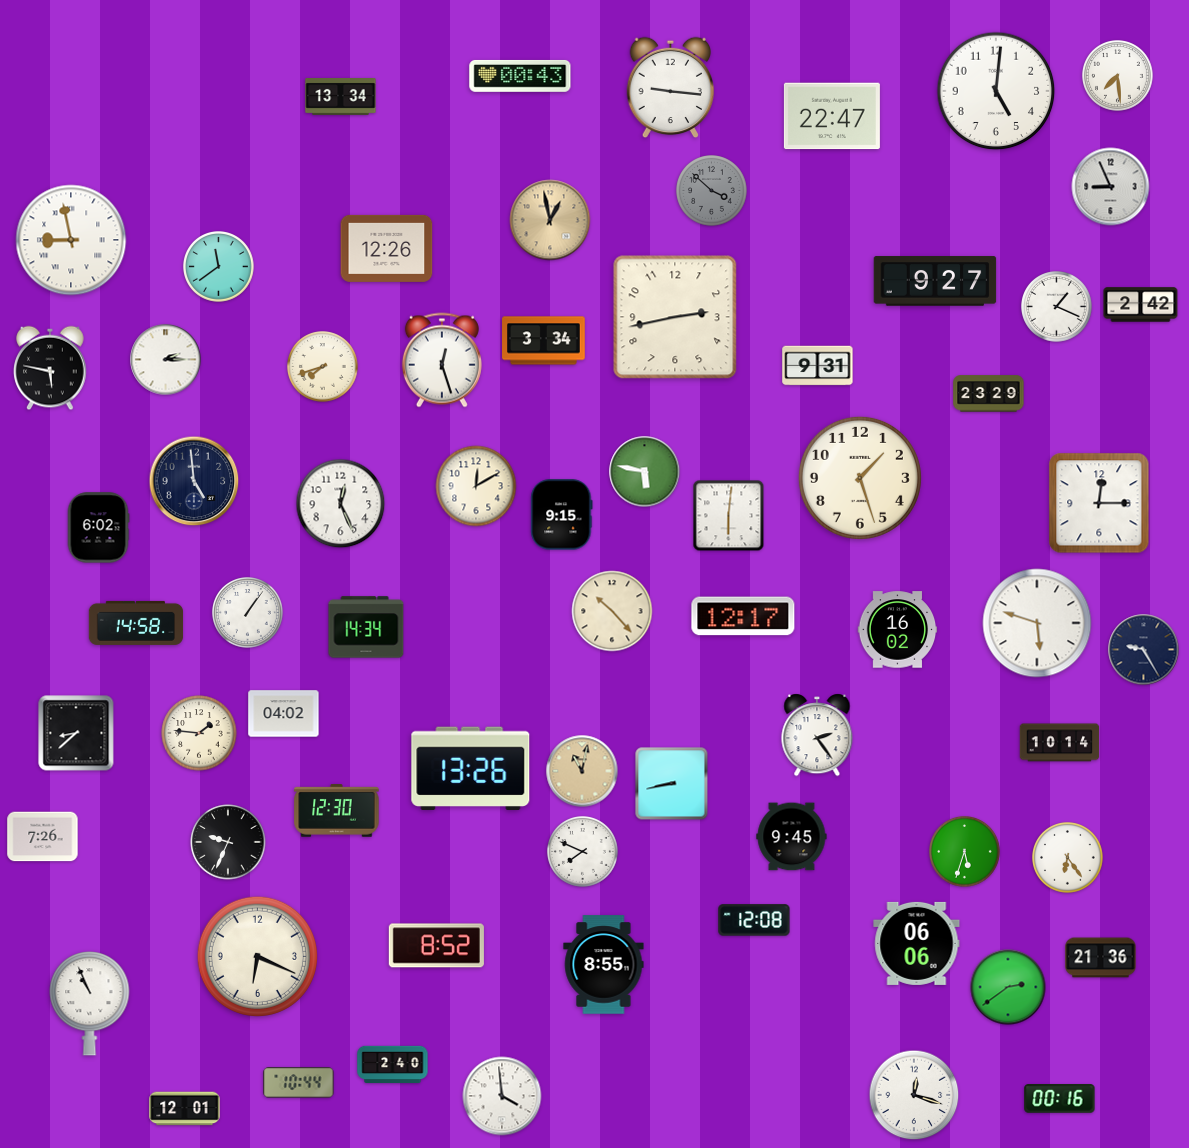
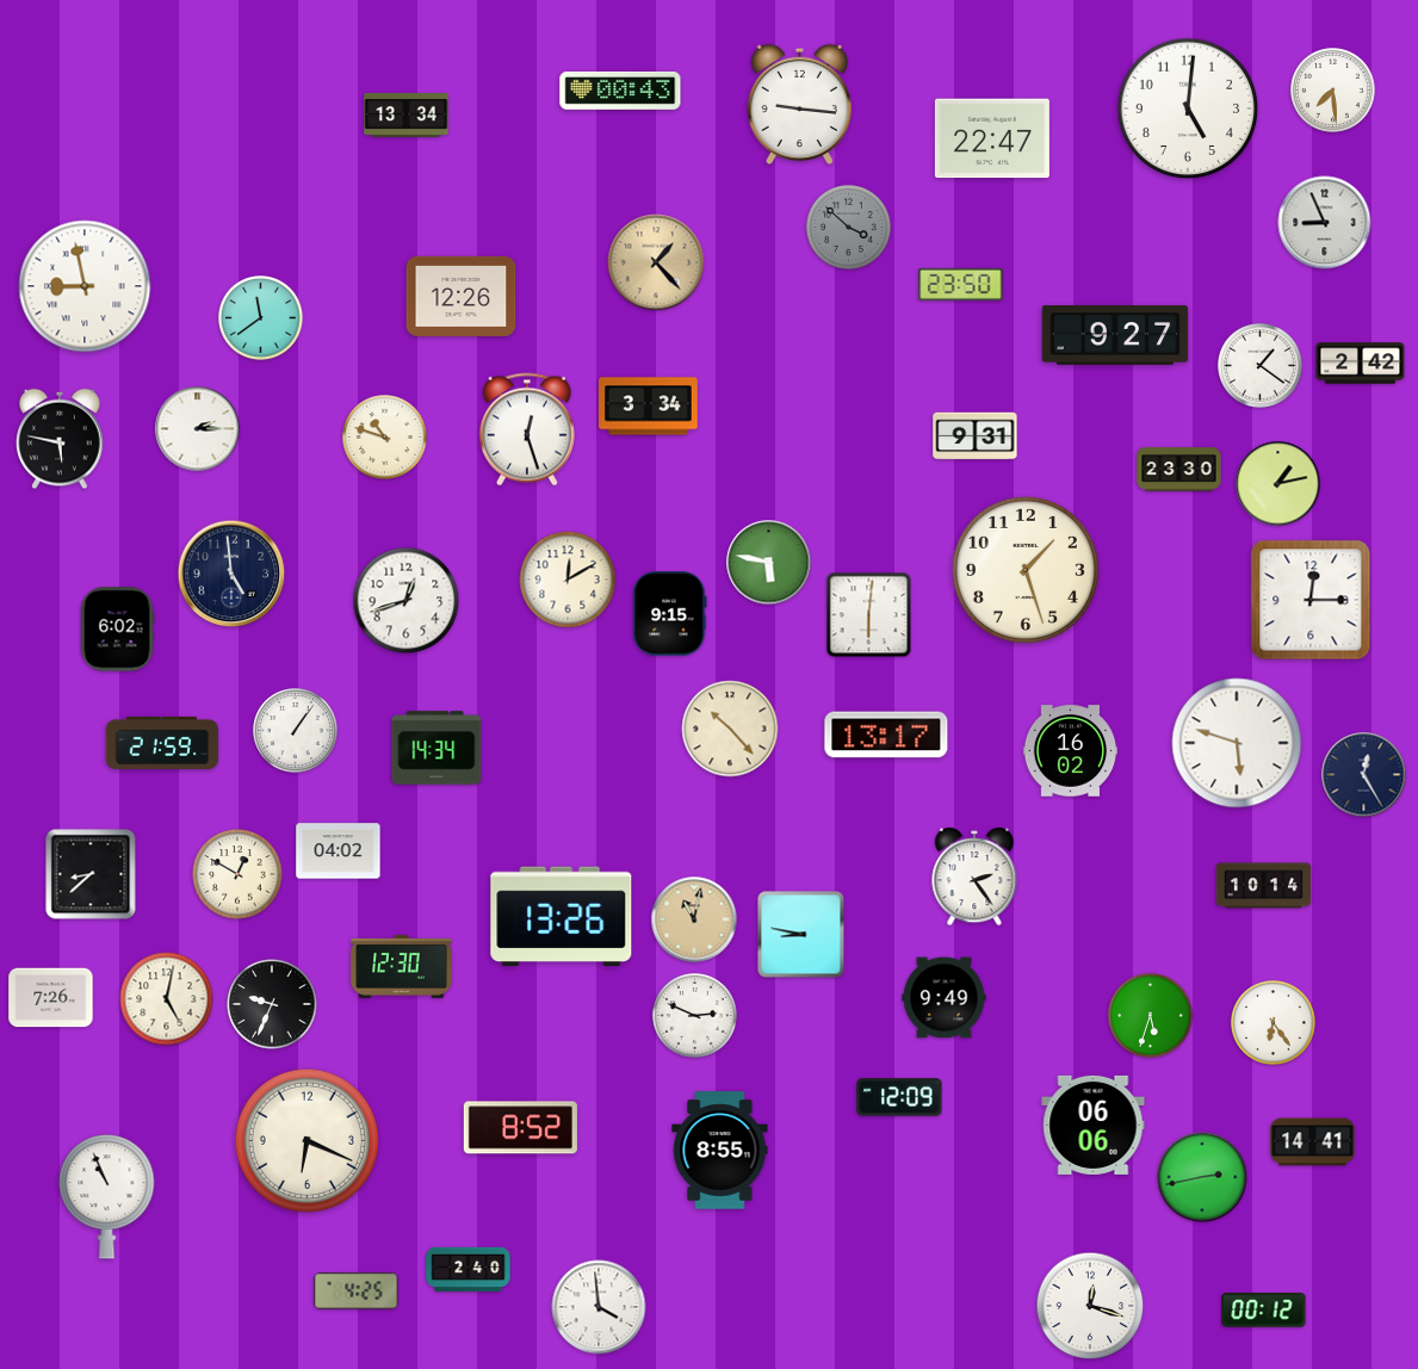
clock at (550, 220): 12:58 -> 1:23
clock at (961, 284): none -> 23:50
clock at (1057, 307): 1:19 -> 1:21
clock at (675, 317): 2:43 -> none
clock at (323, 367): 7:42 -> 10:48
clock at (989, 394): 23:29 -> 23:30
clock at (1278, 484): none -> 1:13
clock at (341, 504): 12:26 -> 12:42
clock at (743, 616): 12:17 -> 13:17
clock at (136, 623): 14:58 -> 21:59
clock at (1144, 650): 9:25 -> 12:25
clock at (199, 733): 1:46 -> 12:50
clock at (672, 784): 8:43 -> 8:47
clock at (792, 837): 9:45 -> 9:49
clock at (167, 999): none -> 5:02
clock at (583, 852): 7:49 -> 2:49
clock at (754, 920): 12:08 -> 12:09
clock at (1101, 958): 21:36 -> 14:41
clock at (1008, 987): 2:39 -> 2:43
clock at (299, 1083): 10:44 -> 4:25
clock at (1060, 1099): 00:16 -> 00:12
clock at (185, 1109): 12:01 -> none
